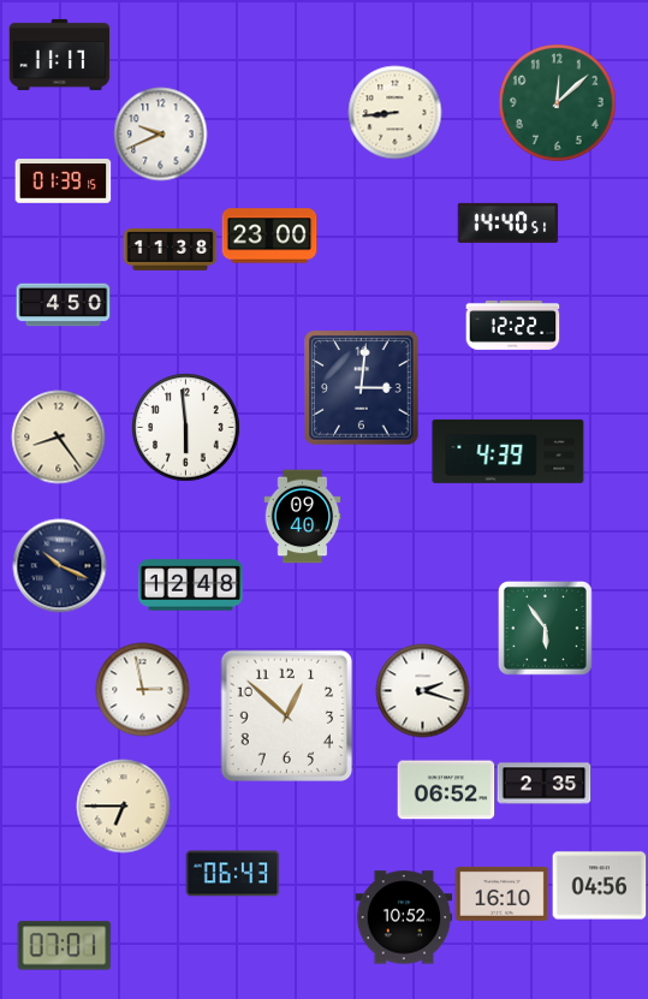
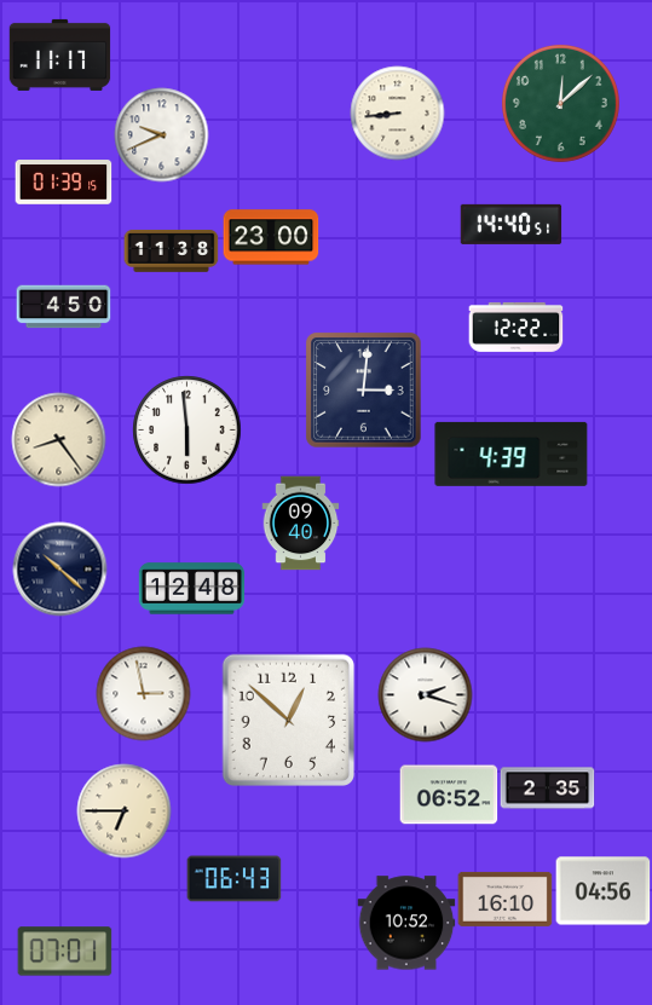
clock at (303, 516) position: (303, 516) -> (301, 522)
clock at (59, 565): 10:19 -> 10:22
clock at (546, 629): 5:54 -> none
